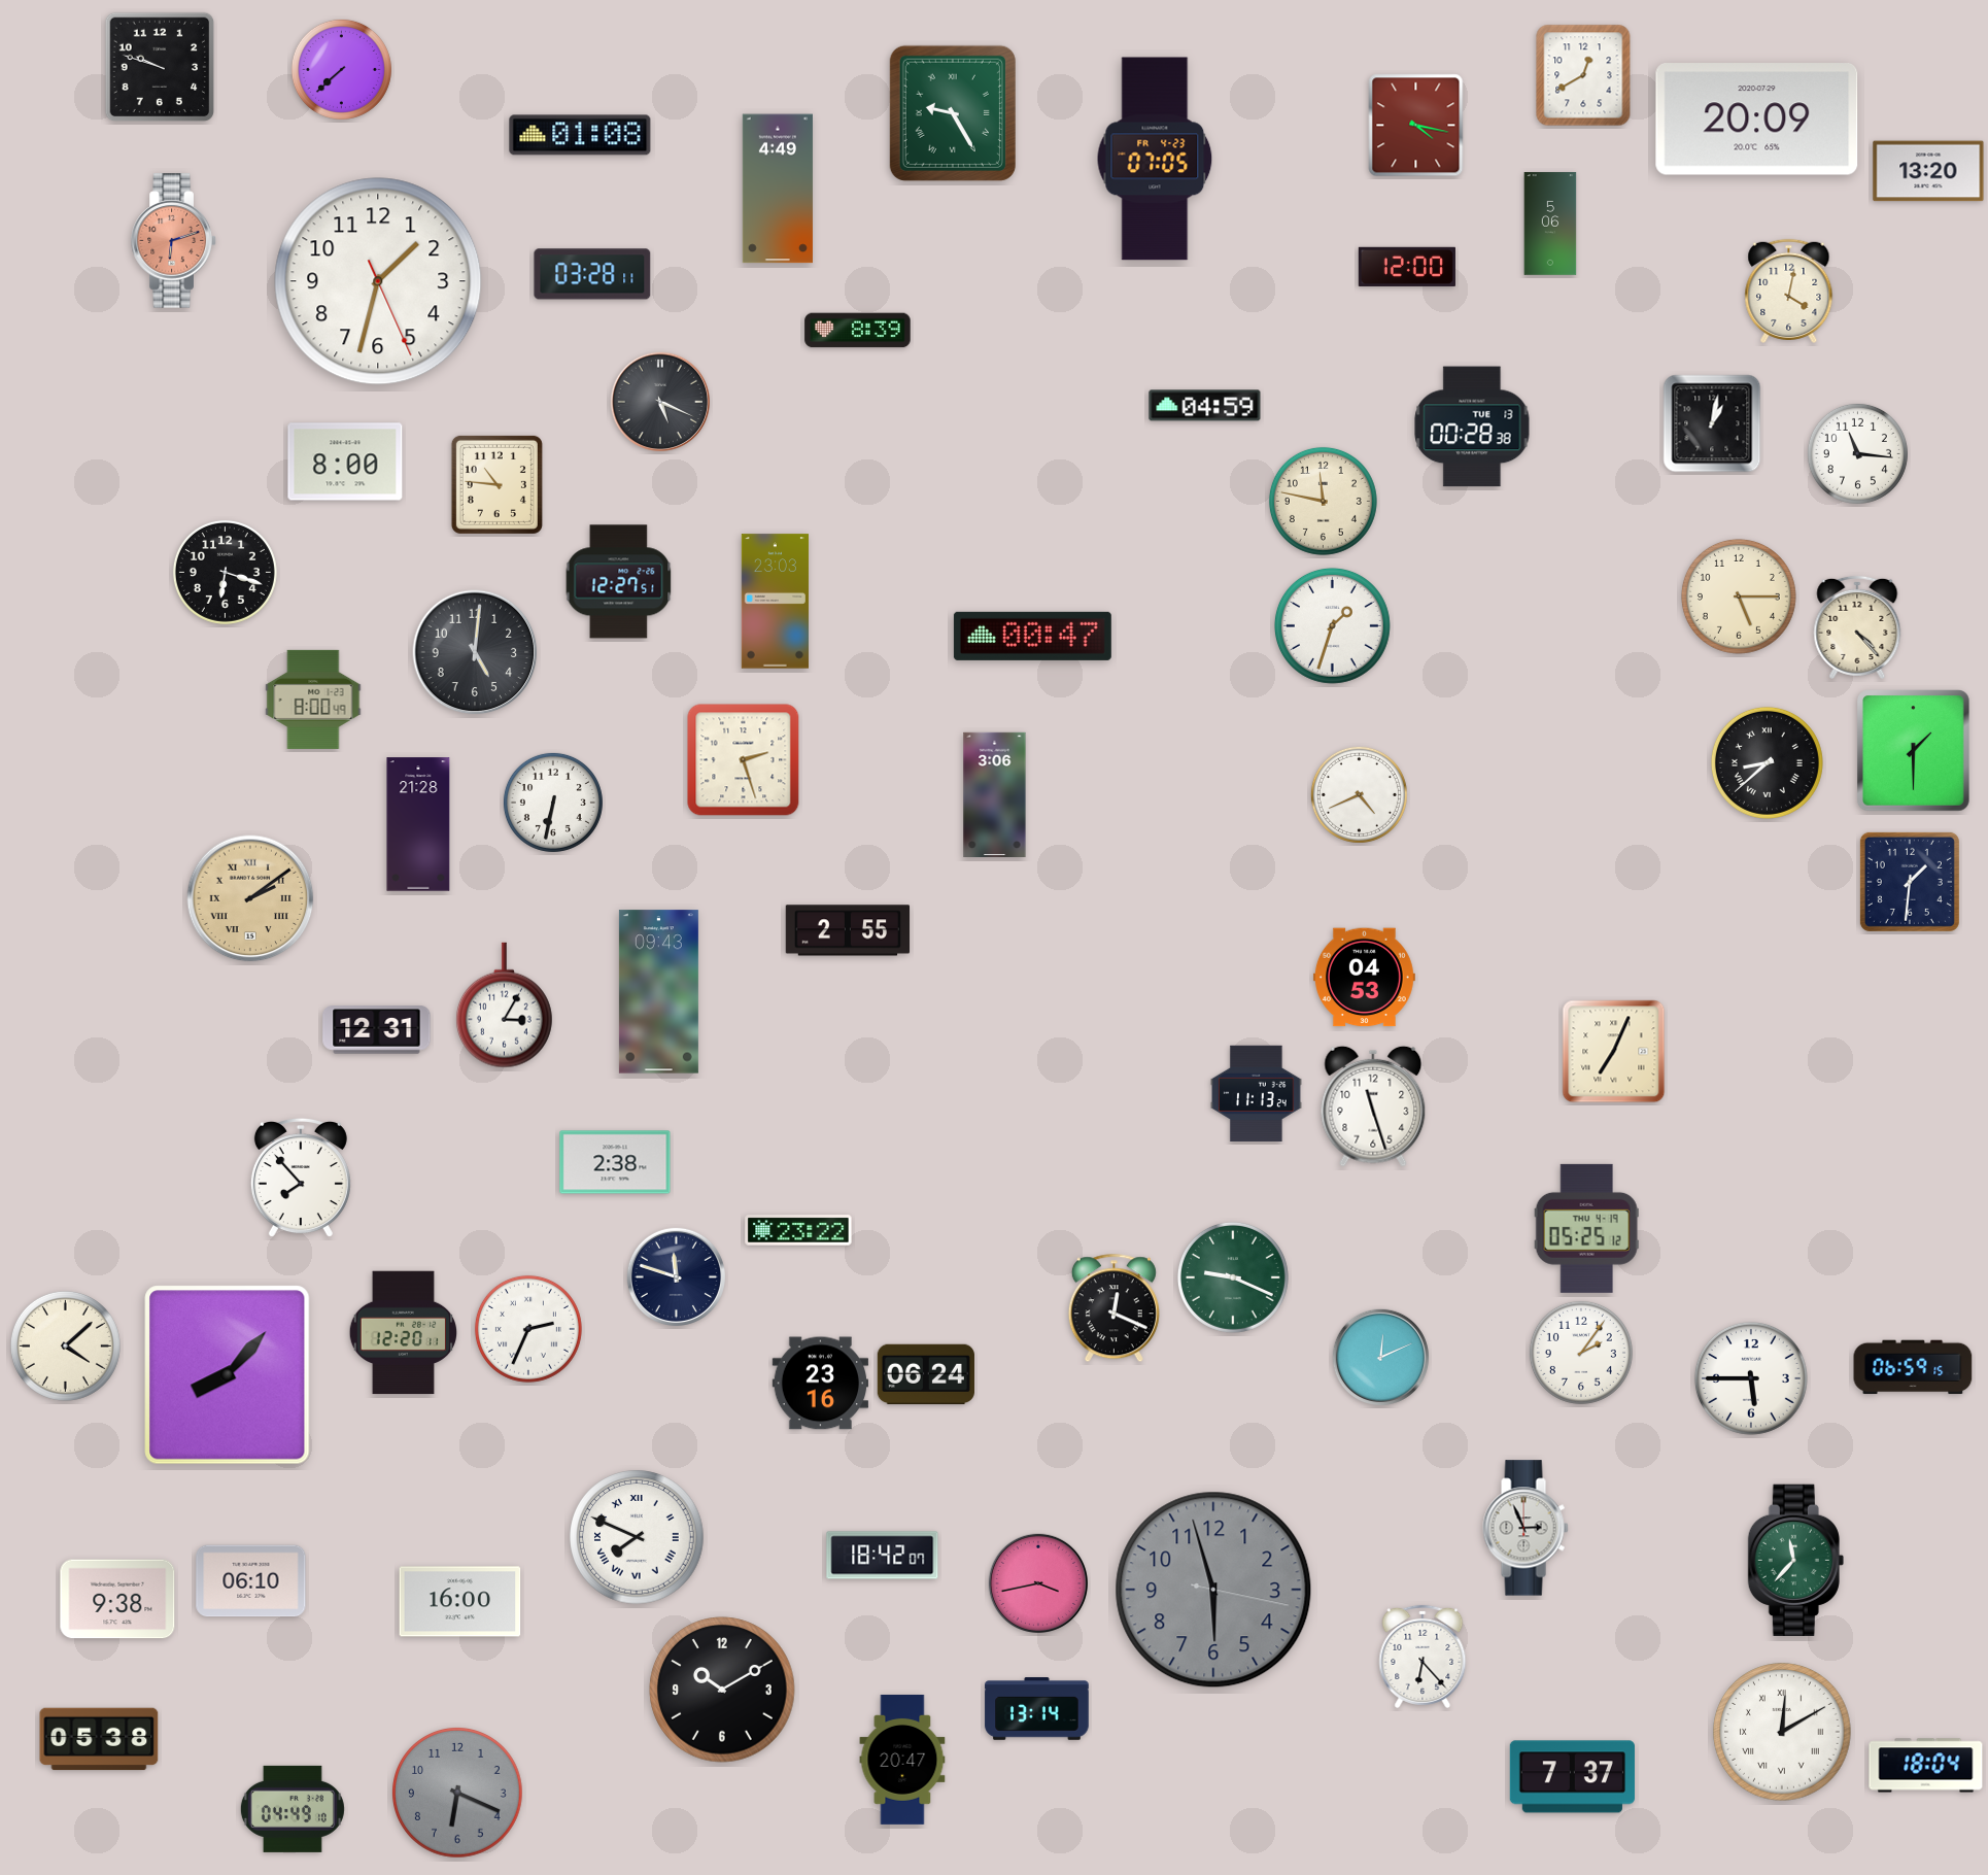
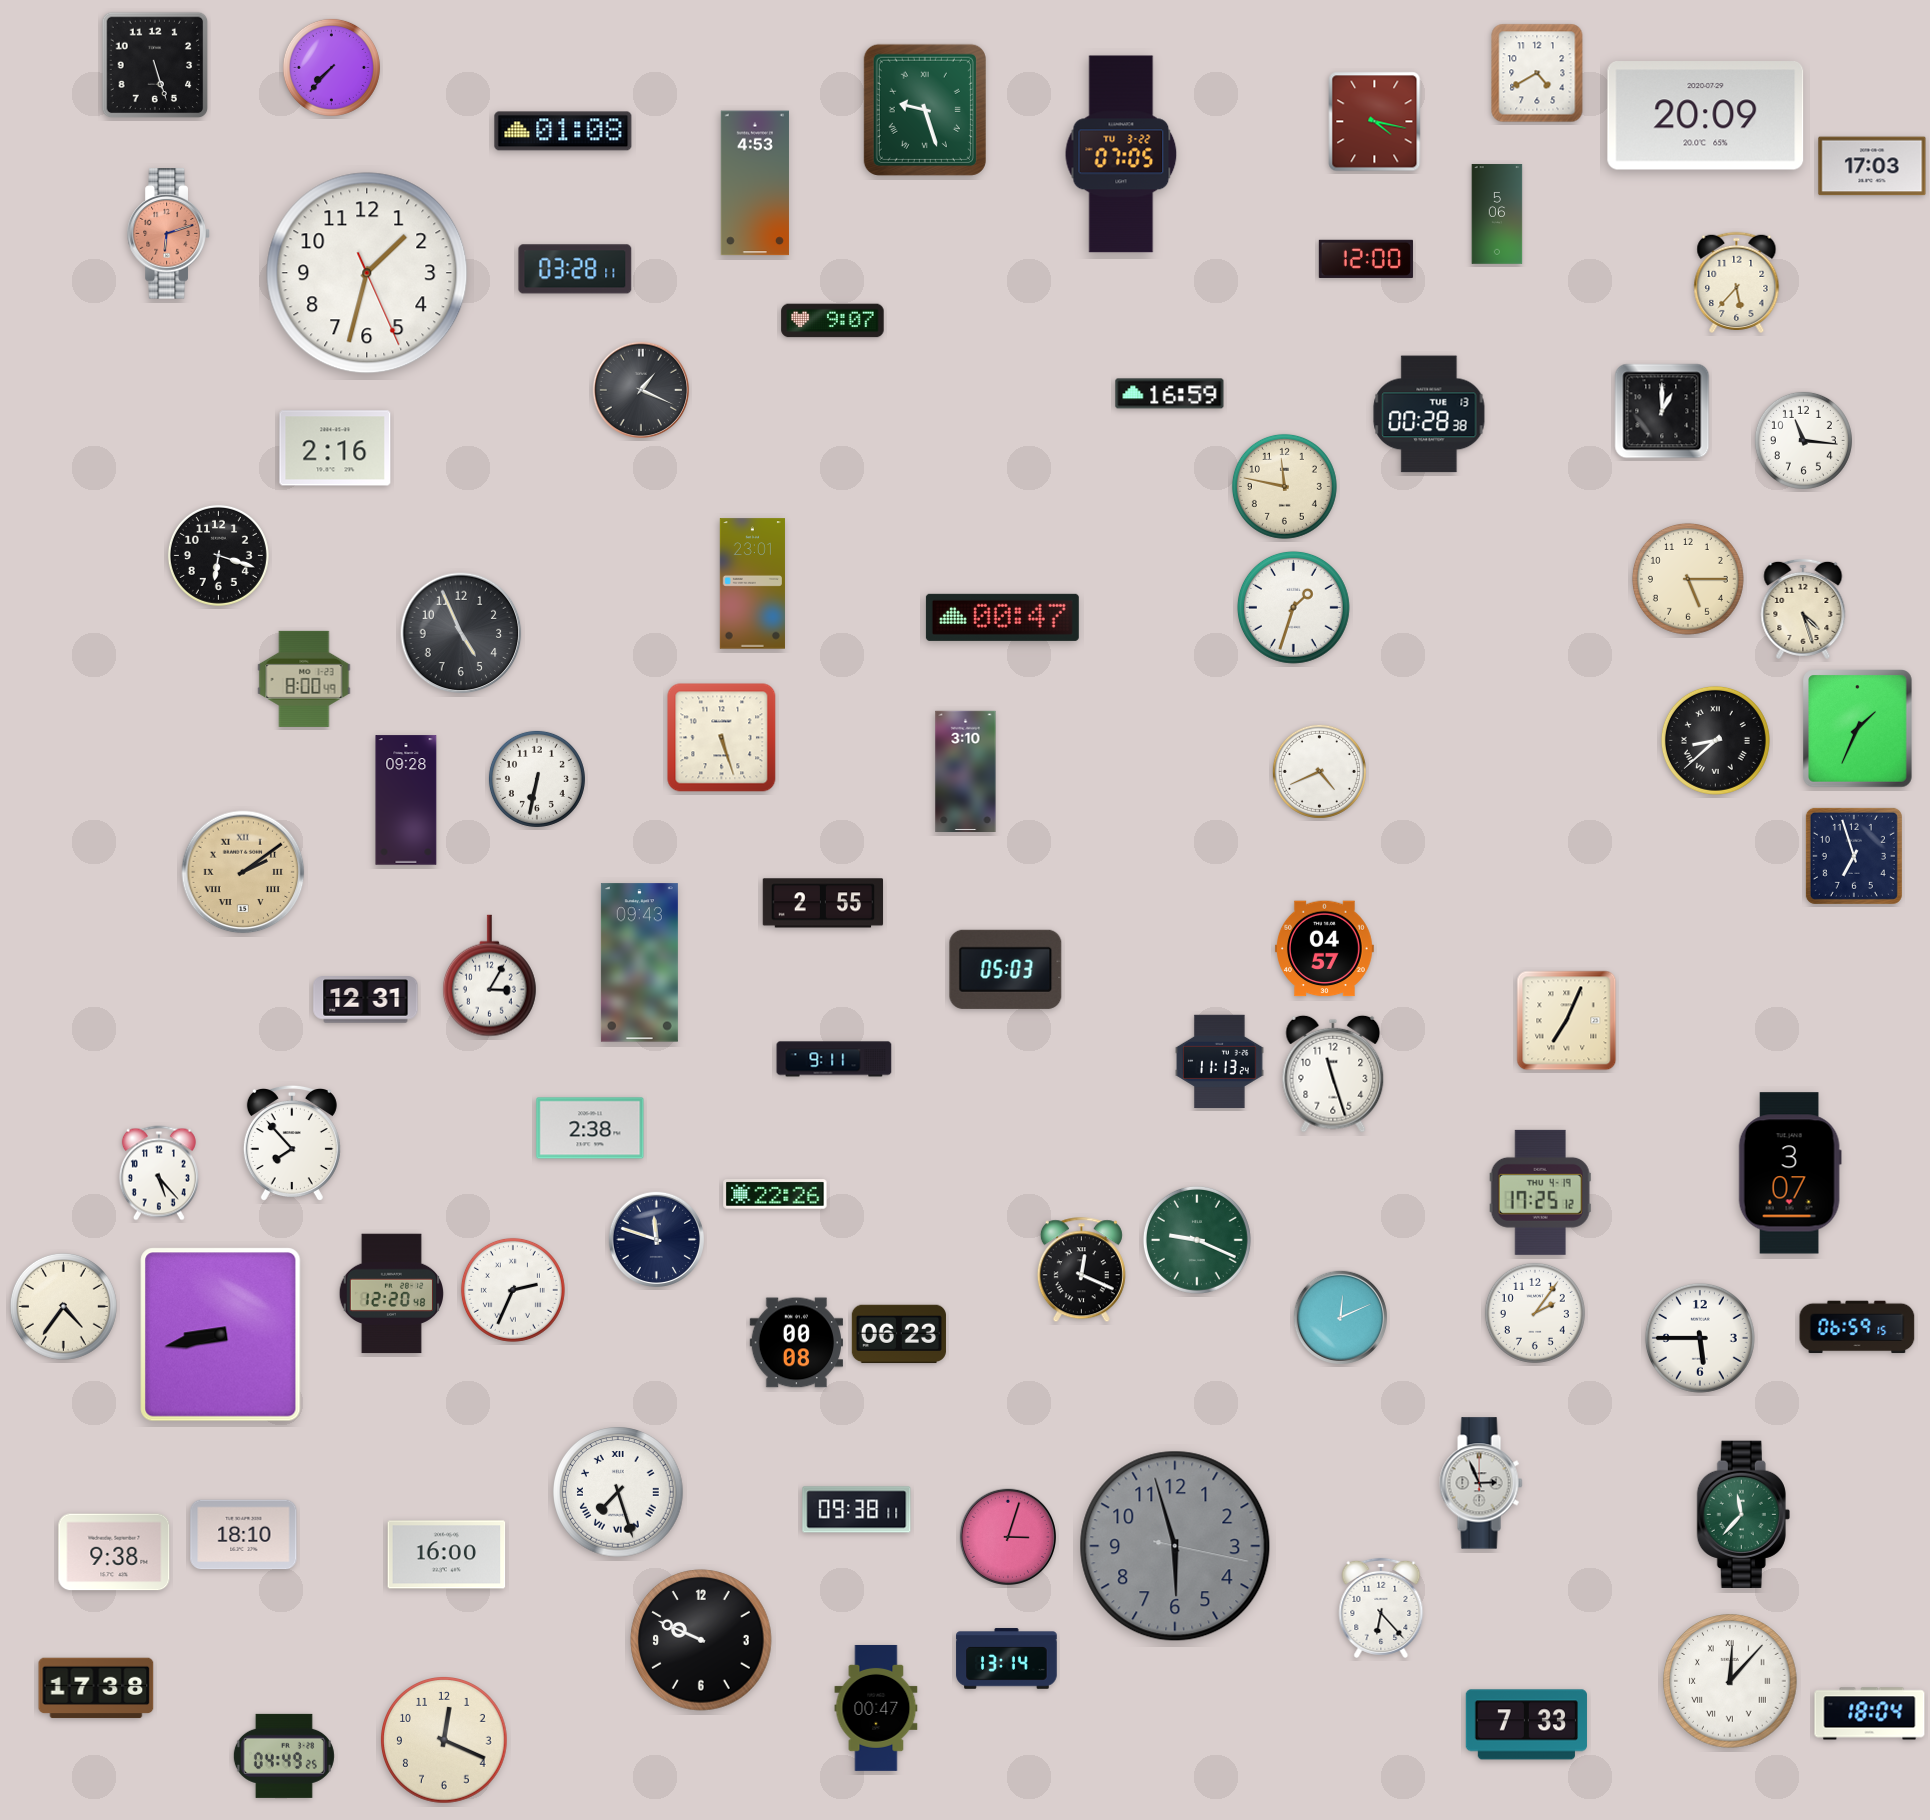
clock at (160, 67): 9:48 -> 5:27
clock at (341, 69): 7:38 -> 7:37
clock at (1583, 75): 12:40 -> 4:40
clock at (953, 113): 9:25 -> 9:27
clock at (1155, 159) date: FR 4-23 -> TU 3-22
clock at (1928, 171): 13:20 -> 17:03
clock at (778, 189): 4:49 -> 4:53
clock at (1550, 224) position: (1550, 224) -> (1497, 214)
clock at (592, 274) position: (592, 274) -> (575, 269)
clock at (1789, 291): 4:02 -> 5:37
clock at (858, 331): 8:39 -> 9:07
clock at (660, 402): 5:19 -> 1:19
clock at (1205, 406): 04:59 -> 16:59
clock at (1712, 423): 1:02 -> 1:00
clock at (345, 462): 8:00 -> 2:16
clock at (496, 484): 10:46 -> none
clock at (619, 582): 12:27 -> none
clock at (775, 602): 23:03 -> 23:01
clock at (1857, 627): 4:23 -> 4:27
clock at (475, 652): 5:01 -> 4:56
clock at (1914, 751): 1:30 -> 1:34
clock at (744, 760): 2:27 -> 5:27
clock at (995, 794): 3:06 -> 3:10
clock at (418, 824): 21:28 -> 09:28
clock at (1910, 882): 1:31 -> 6:57
clock at (1364, 978): 04:53 -> 04:57
clock at (1006, 969): none -> 05:03
clock at (834, 1059): none -> 9:11
clock at (615, 1162) position: (615, 1162) -> (590, 1128)
clock at (159, 1173): none -> 5:23
clock at (1790, 1173): none -> 3:07
clock at (1586, 1228): 05:25 -> 17:25
clock at (798, 1230): 23:22 -> 22:26
clock at (403, 1333): 12:20:11 -> 12:20:48
clock at (65, 1345): 4:08 -> 4:36
clock at (926, 1374): 06:24 -> 06:23
clock at (228, 1375): 8:07 -> 8:43
clock at (820, 1384): 23:16 -> 00:08
clock at (637, 1537): 7:49 -> 7:27
clock at (883, 1556): 18:42 -> 09:38
clock at (251, 1581): 06:10 -> 18:10
clock at (1038, 1583): 3:43 -> 3:03
clock at (1213, 1590) position: (1213, 1590) -> (1175, 1546)
clock at (722, 1690): 10:10 -> 9:49
clock at (1782, 1732): 12:10 -> 12:07
clock at (99, 1739): 05:38 -> 17:38
clock at (902, 1760): 20:47 -> 00:47
clock at (1572, 1777): 7:37 -> 7:33
clock at (458, 1794): 6:19 -> 12:19
clock at (458, 1794) dial: grey -> cream
clock at (293, 1809): 04:49:10 -> 04:49:25
